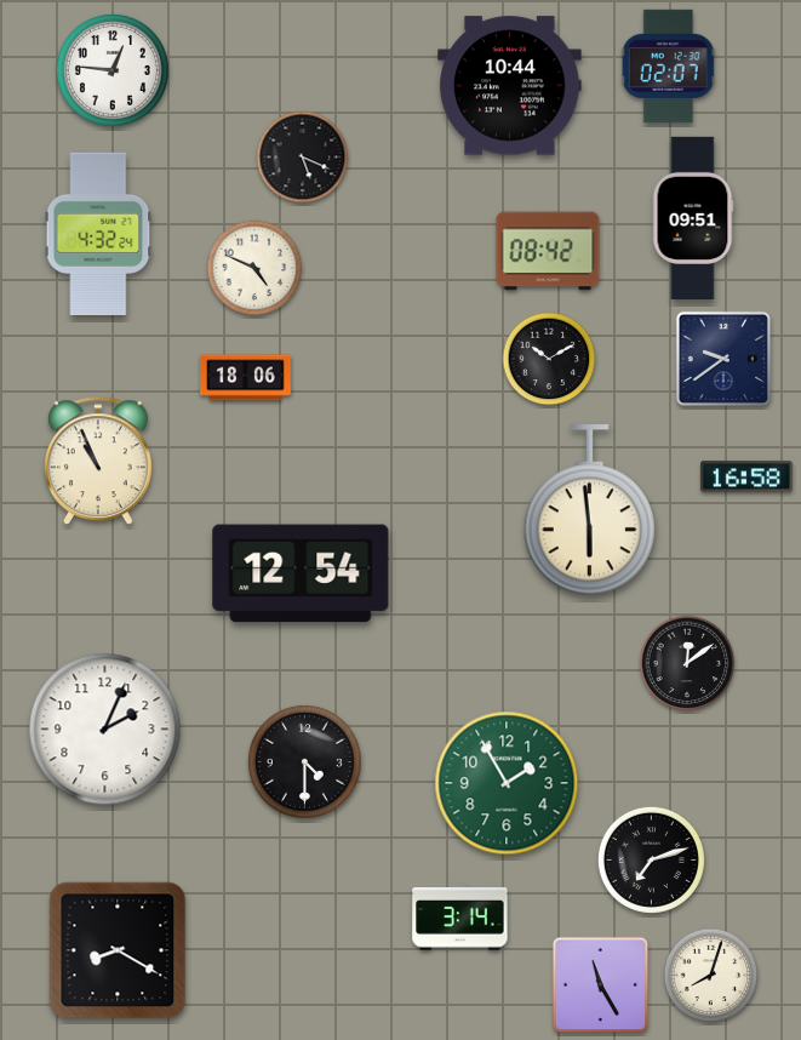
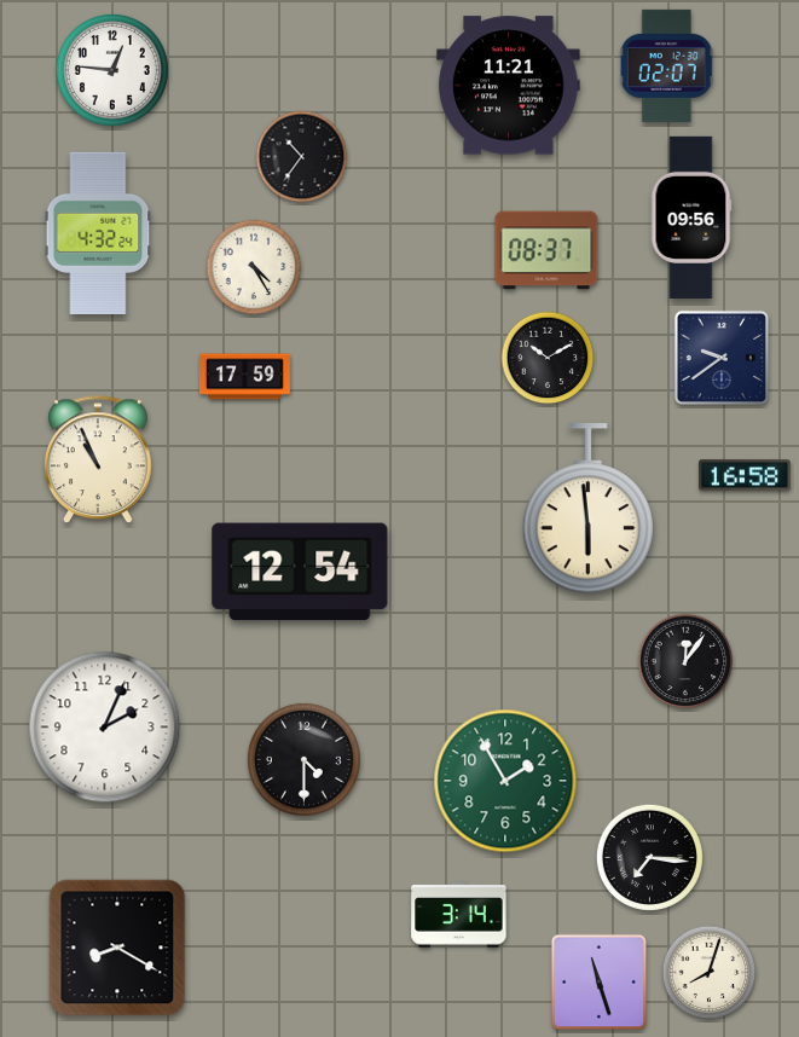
clock at (510, 86): 10:44 -> 11:21
clock at (303, 158): 5:19 -> 10:36
clock at (693, 217): 09:51 -> 09:56
clock at (548, 251): 08:42 -> 08:37
clock at (254, 268): 4:49 -> 4:25
clock at (246, 378): 18:06 -> 17:59
clock at (687, 663): 12:09 -> 12:06
clock at (651, 859): 7:12 -> 7:16
clock at (601, 985): 11:25 -> 11:27
